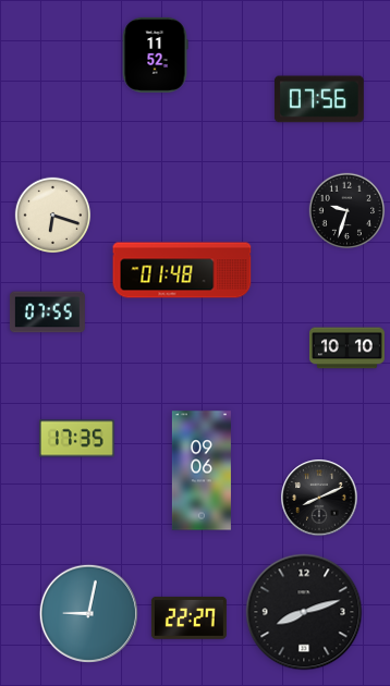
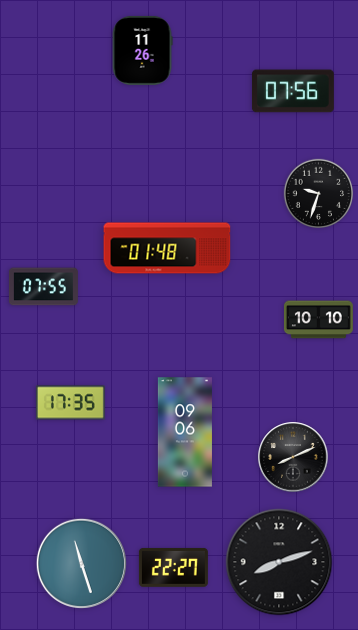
clock at (155, 54): 11:52 -> 11:26
clock at (53, 216): 6:18 -> none
clock at (88, 613): 9:02 -> 11:27
